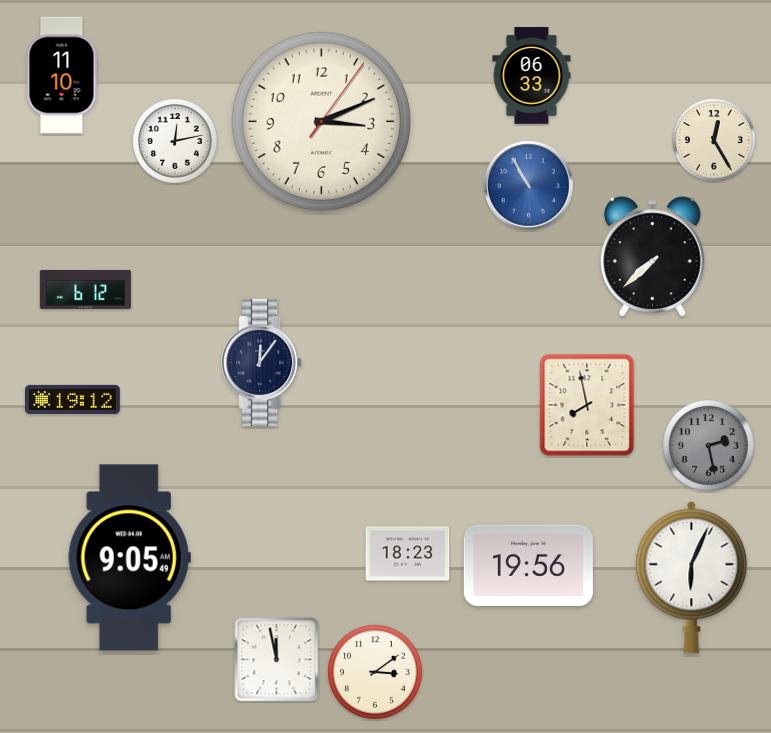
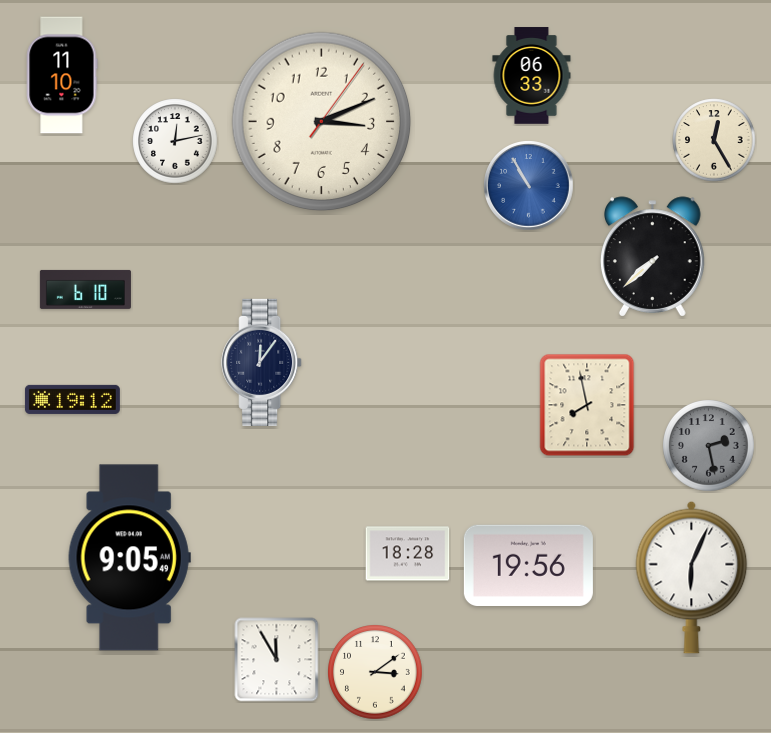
clock at (85, 289): 6:12 -> 6:10
clock at (408, 554): 18:23 -> 18:28
clock at (277, 660): 11:58 -> 11:55
